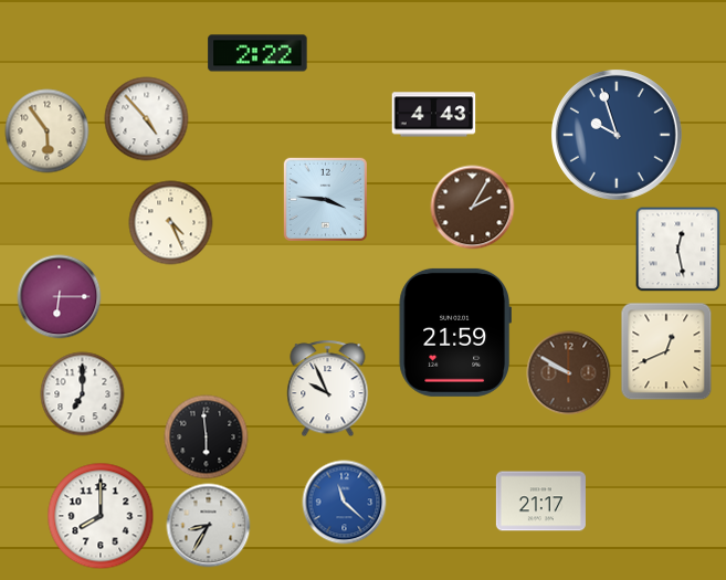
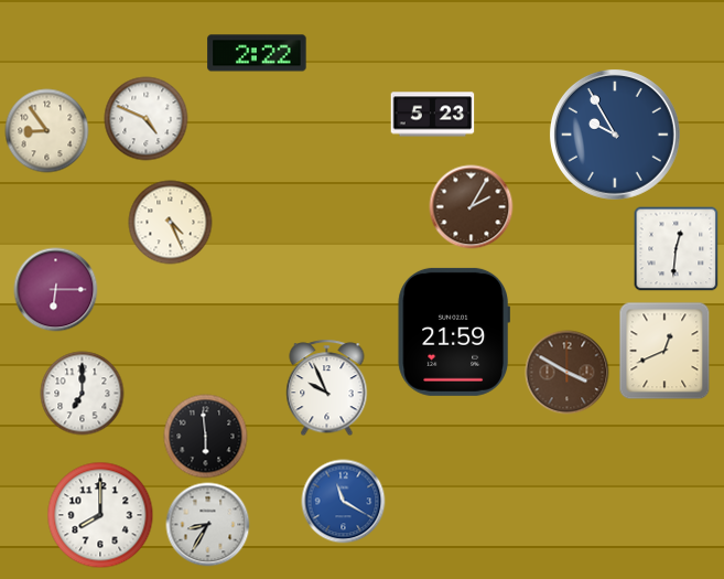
clock at (434, 115): 4:43 -> 5:23
clock at (147, 119): 4:53 -> 4:49
clock at (48, 131): 5:54 -> 8:54
clock at (617, 135): 9:57 -> 9:55
clock at (325, 199): 3:46 -> none
clock at (678, 250): 12:28 -> 12:31
clock at (60, 297) position: (60, 297) -> (56, 290)
clock at (569, 373): 9:50 -> 3:50
clock at (540, 502): 21:17 -> none
clock at (345, 503): 11:22 -> 11:20
